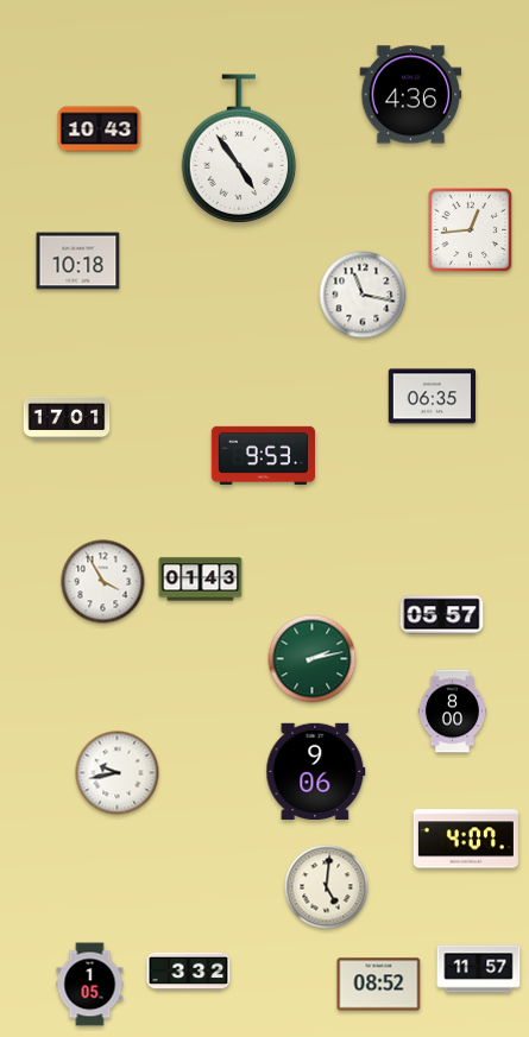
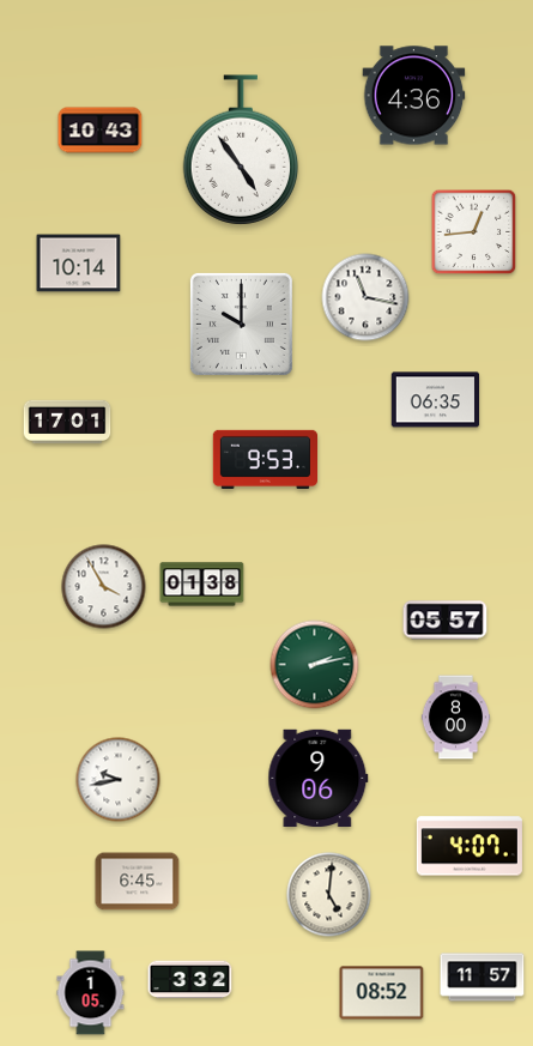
clock at (78, 261): 10:18 -> 10:14
clock at (241, 324): none -> 10:00
clock at (201, 580): 01:43 -> 01:38
clock at (138, 882): none -> 6:45
